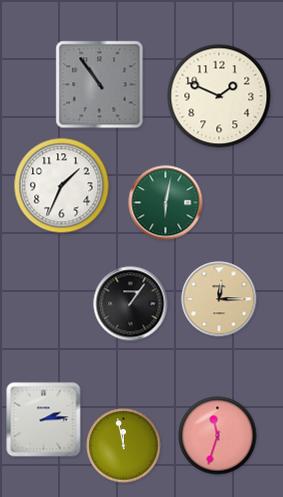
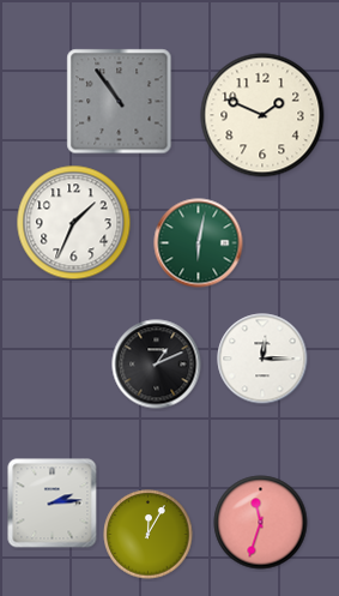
clock at (219, 299) dial: champagne -> white
clock at (131, 304): 1:06 -> 1:11
clock at (124, 446): 11:58 -> 12:05
